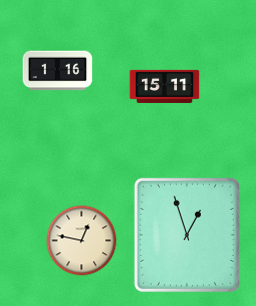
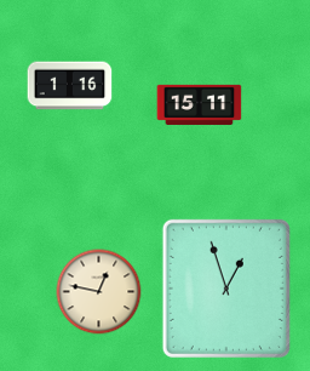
clock at (187, 235) position: (187, 235) -> (226, 289)
